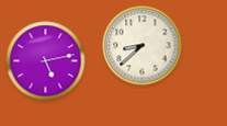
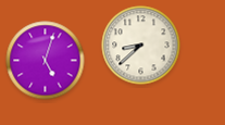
clock at (46, 61): 5:13 -> 5:03
